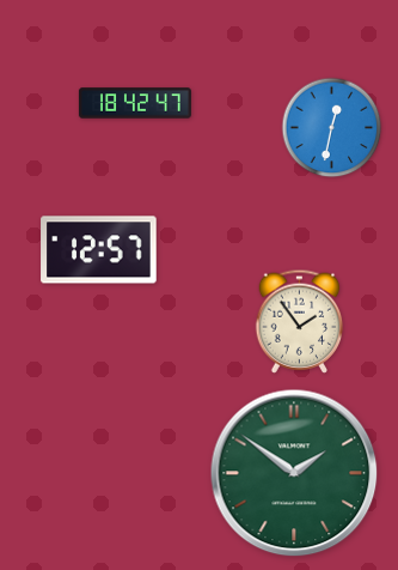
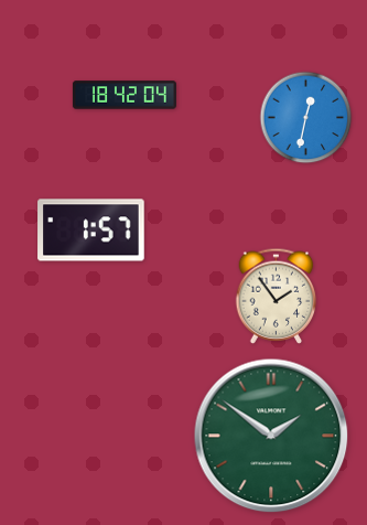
clock at (135, 103): 18:42:47 -> 18:42:04
clock at (99, 250): 12:57 -> 1:57
